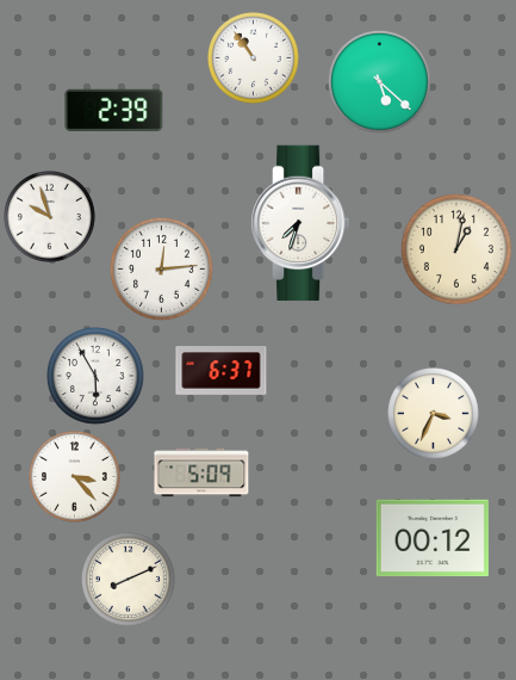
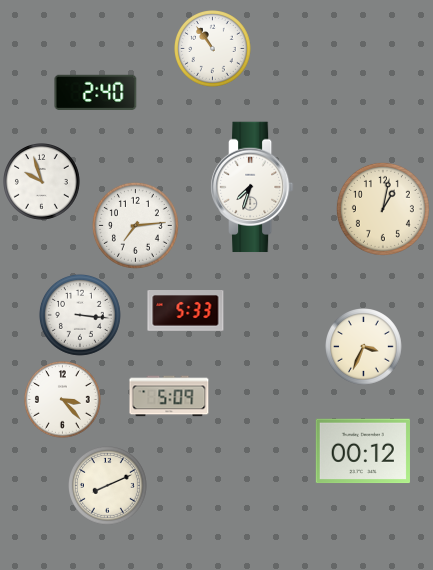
clock at (379, 81): 5:22 -> none
clock at (114, 110): 2:39 -> 2:40
clock at (161, 268): 12:14 -> 7:14
clock at (222, 371): 6:37 -> 5:33
clock at (95, 376): 5:55 -> 3:16
